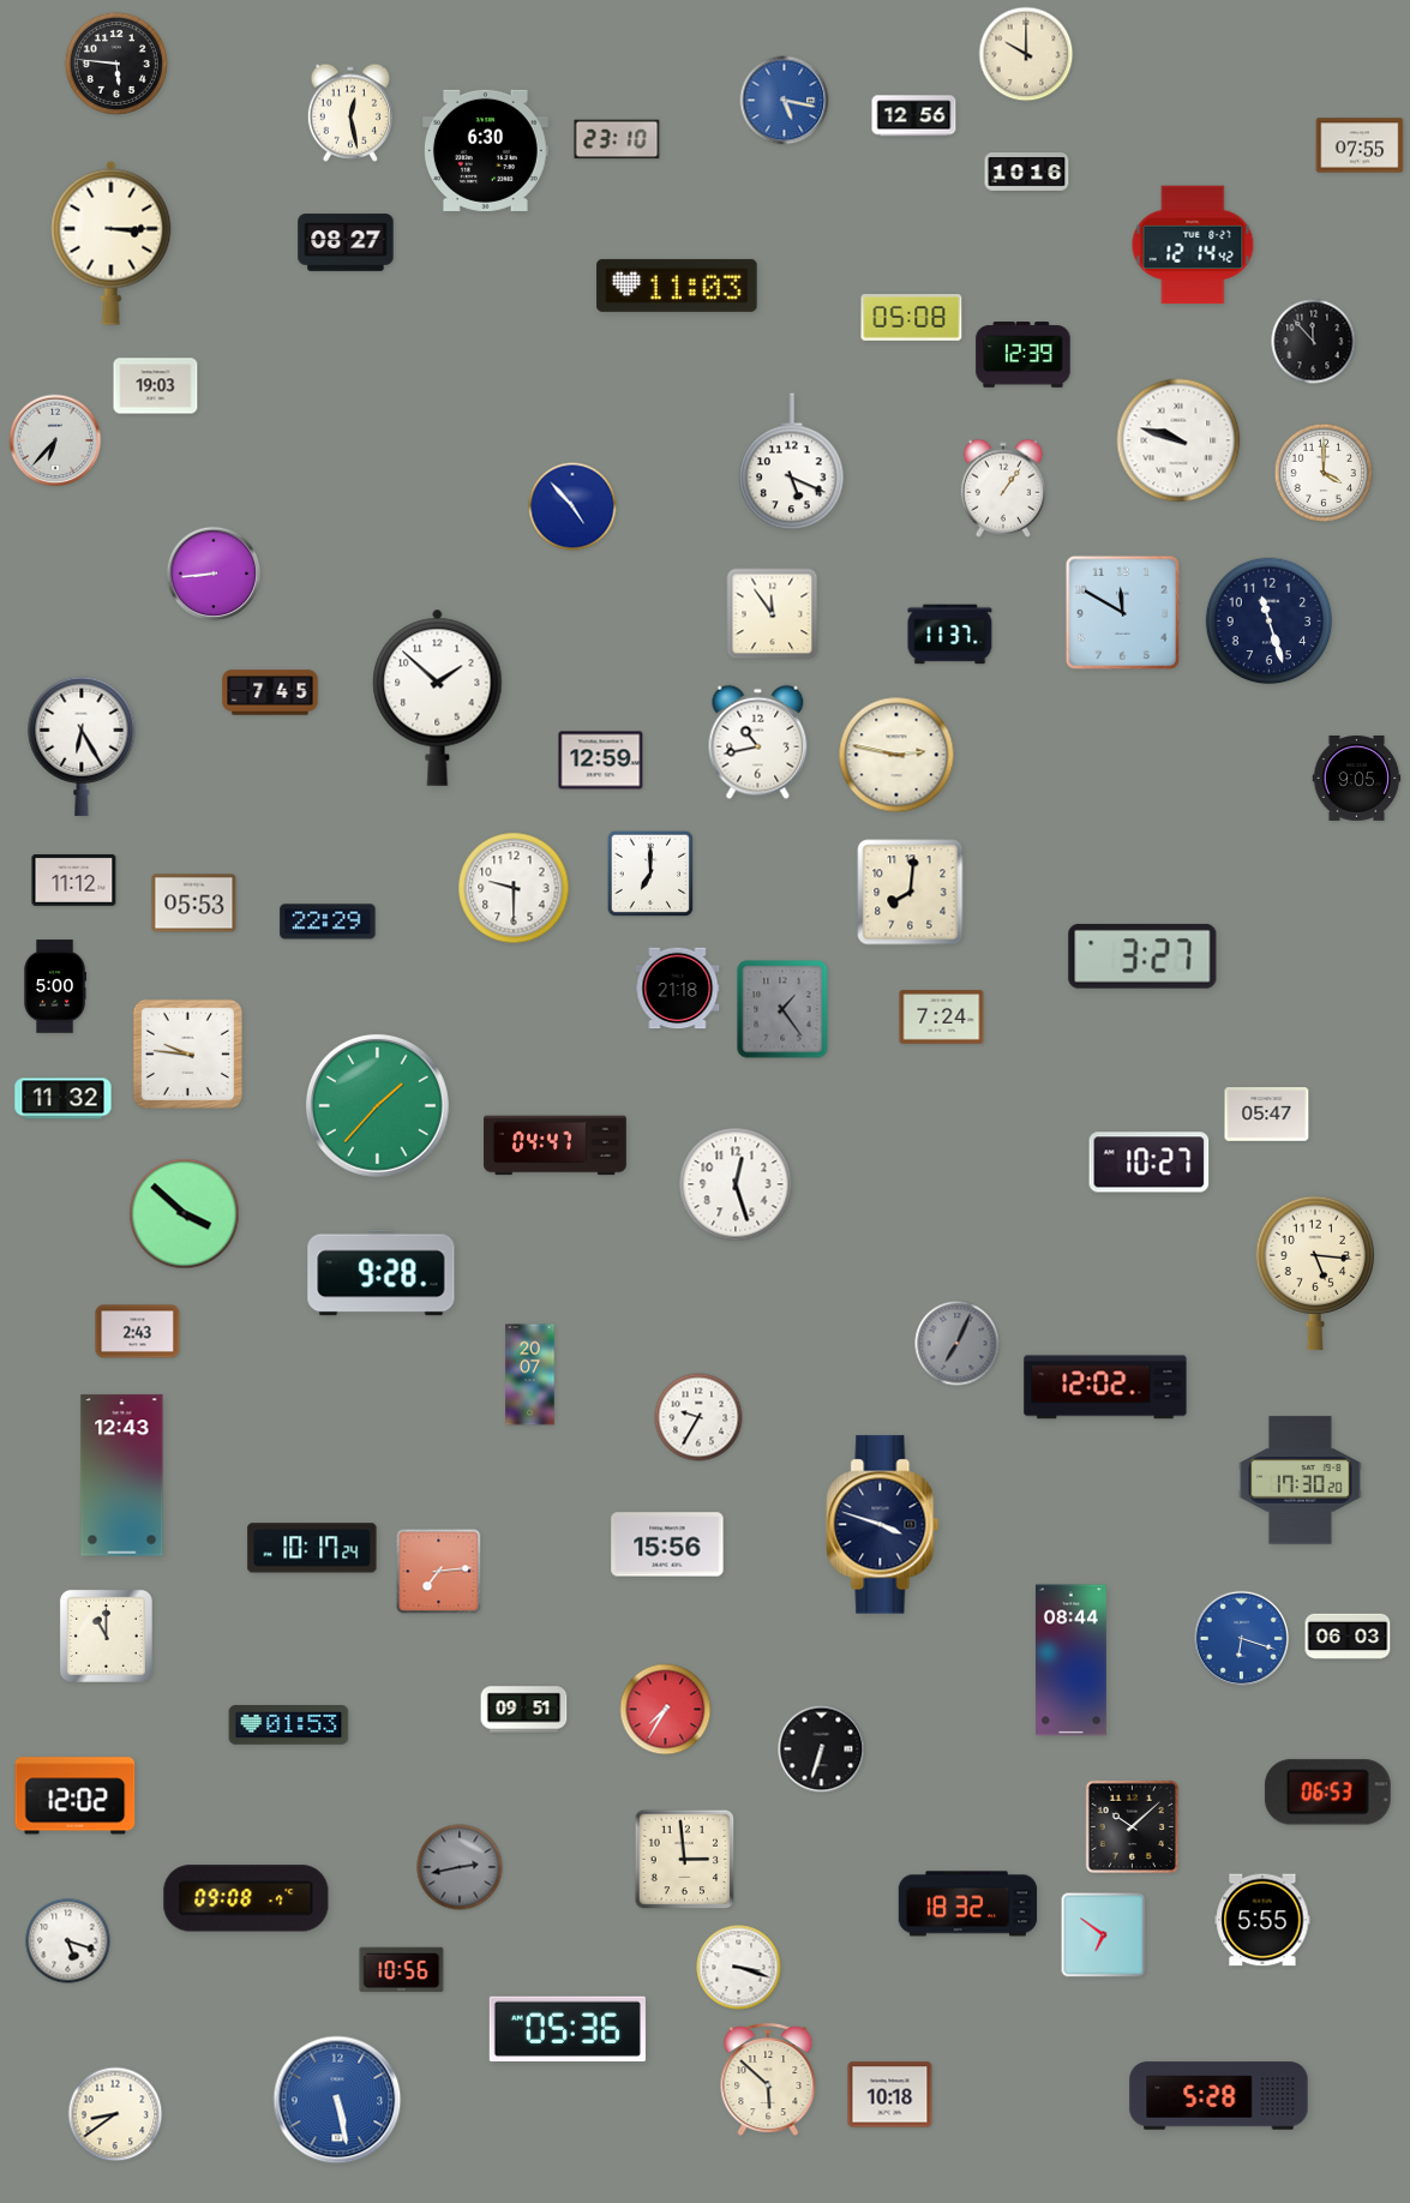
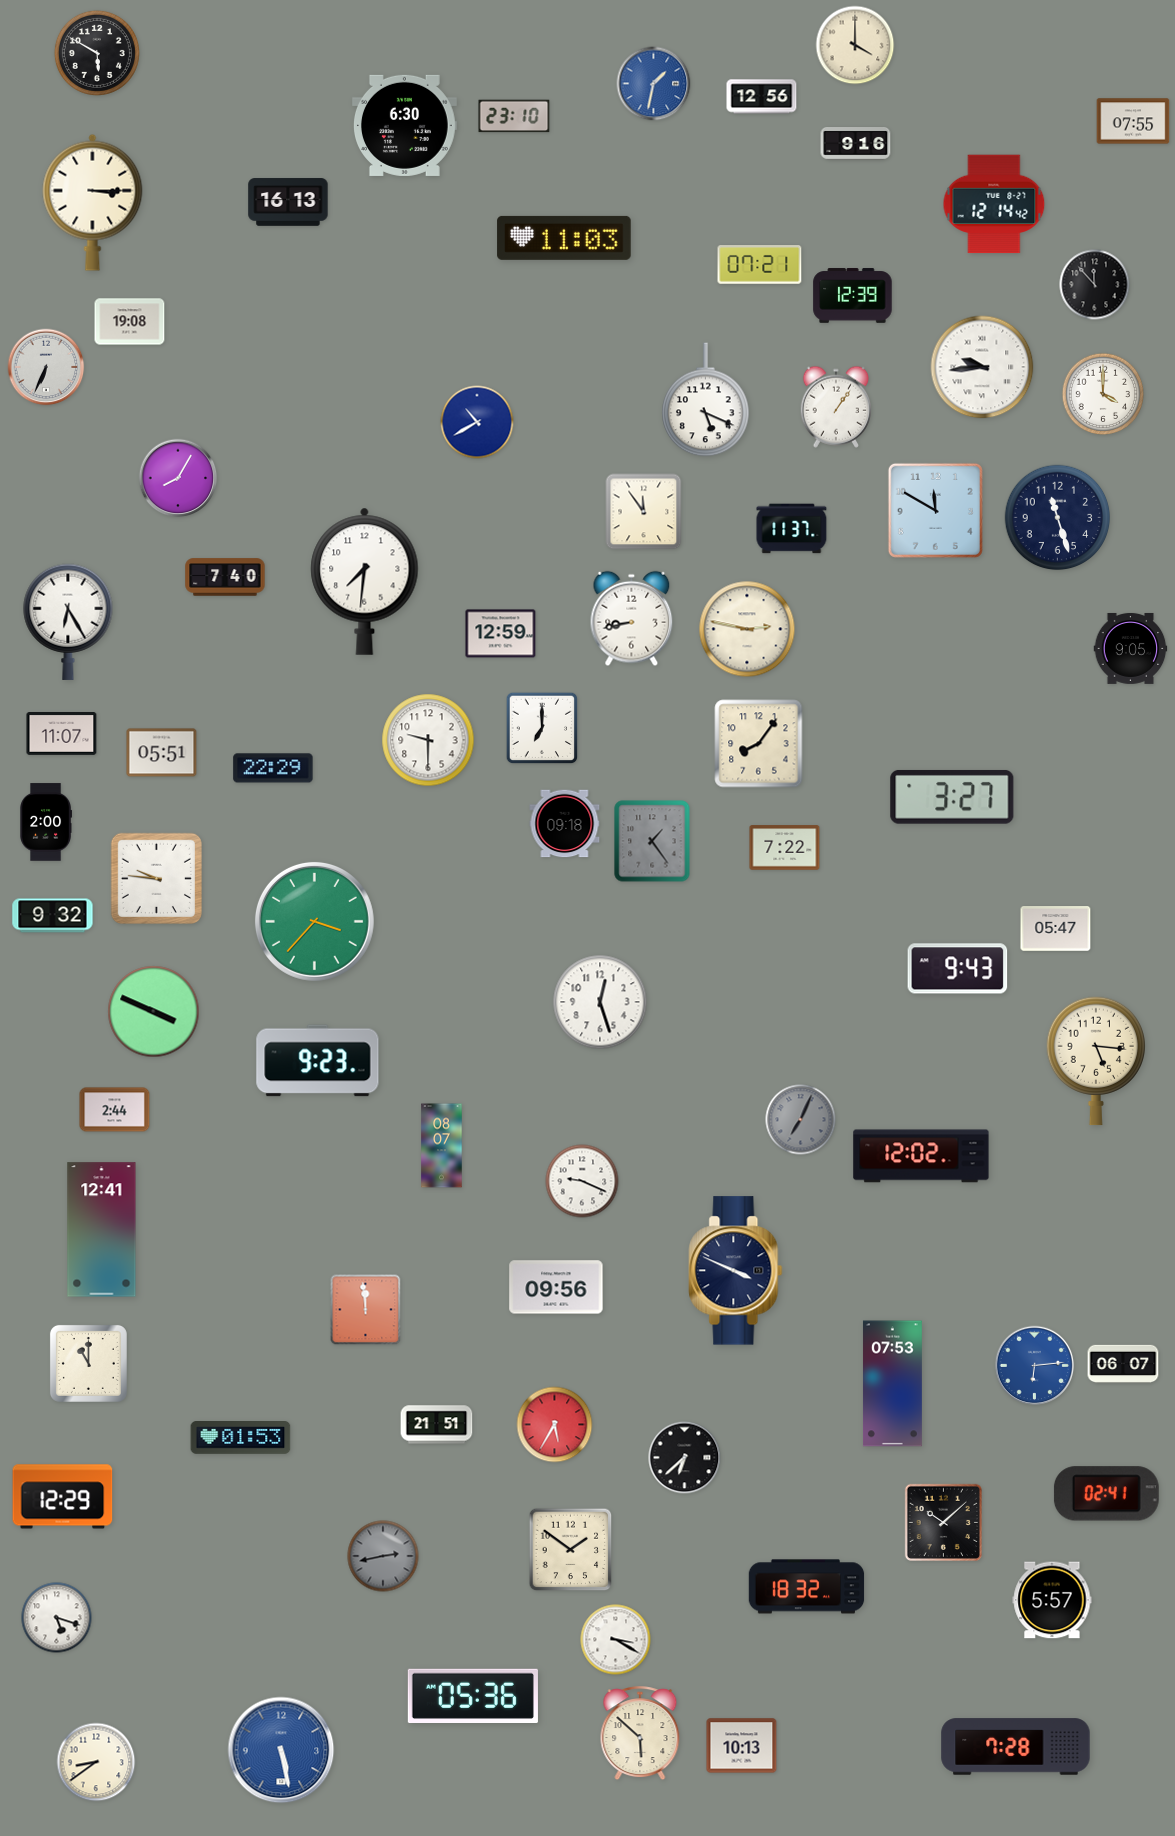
clock at (1026, 54): 10:00 -> 4:00
clock at (116, 64): 5:46 -> 5:50
clock at (785, 101): 5:17 -> 1:32
clock at (350, 113): 12:28 -> none
clock at (1027, 173): 10:16 -> 9:16
clock at (346, 242): 08:27 -> 16:13
clock at (912, 318): 05:08 -> 07:21
clock at (156, 386): 19:03 -> 19:08
clock at (55, 440): 6:37 -> 6:34
clock at (1178, 440): 9:48 -> 9:44
clock at (792, 462) position: (792, 462) -> (706, 400)
clock at (572, 506): 4:53 -> 10:40
clock at (214, 574): 8:44 -> 8:05
clock at (270, 692): 7:45 -> 7:40
clock at (438, 697): 1:52 -> 7:31
clock at (758, 743): 10:43 -> 8:43
clock at (74, 881): 11:12 -> 11:07
clock at (911, 893): 8:01 -> 8:06
clock at (194, 904): 05:53 -> 05:51
clock at (54, 986): 5:00 -> 2:00
clock at (678, 989): 21:18 -> 09:18
clock at (942, 1018): 7:24 -> 7:22
clock at (64, 1099): 11:32 -> 9:32
clock at (377, 1105): 1:37 -> 3:37
clock at (556, 1146): 04:47 -> none
clock at (1150, 1163): 10:27 -> 9:43
clock at (736, 1184) position: (736, 1184) -> (600, 1002)
clock at (185, 1214): 3:52 -> 3:49
clock at (382, 1273): 9:28 -> 9:23
clock at (138, 1332): 2:43 -> 2:44
clock at (958, 1344) position: (958, 1344) -> (801, 1120)
clock at (530, 1375): 20:07 -> 08:07
clock at (698, 1417): 9:35 -> 9:19
clock at (122, 1476): 12:43 -> 12:41
clock at (1301, 1481): 17:30 -> none
clock at (883, 1525): 3:48 -> 3:49
clock at (667, 1544): 15:56 -> 09:56
clock at (312, 1548): 10:17 -> none
clock at (439, 1572): 7:14 -> 11:59
clock at (1348, 1637): 06:03 -> 06:07
clock at (1242, 1639): 6:18 -> 6:14
clock at (1070, 1661): 08:44 -> 07:53
clock at (524, 1710): 09:51 -> 21:51
clock at (666, 1710): 7:35 -> 5:35
clock at (822, 1749): 6:33 -> 6:38
clock at (1327, 1793): 06:53 -> 02:41
clock at (76, 1796): 12:02 -> 12:29
clock at (685, 1860): 2:59 -> 1:51
clock at (246, 1898): 09:08 -> none
clock at (1262, 1920): 5:55 -> 5:57
clock at (1104, 1935): 6:51 -> none
clock at (739, 1968): 3:18 -> 3:20
clock at (402, 1970): 10:56 -> none
clock at (568, 2028) position: (568, 2028) -> (473, 1695)
clock at (890, 2095): 10:18 -> 10:13
clock at (1219, 2096): 5:28 -> 7:28
